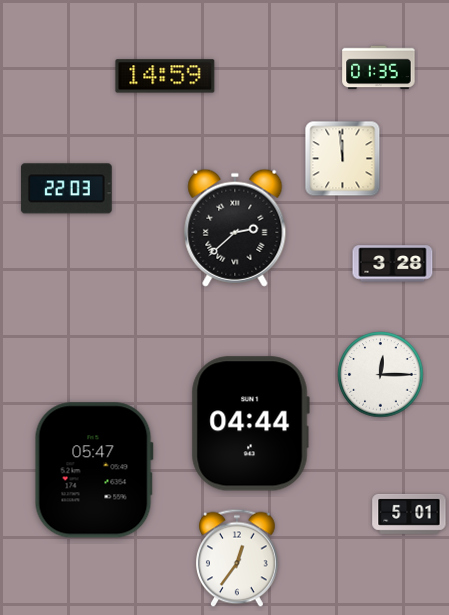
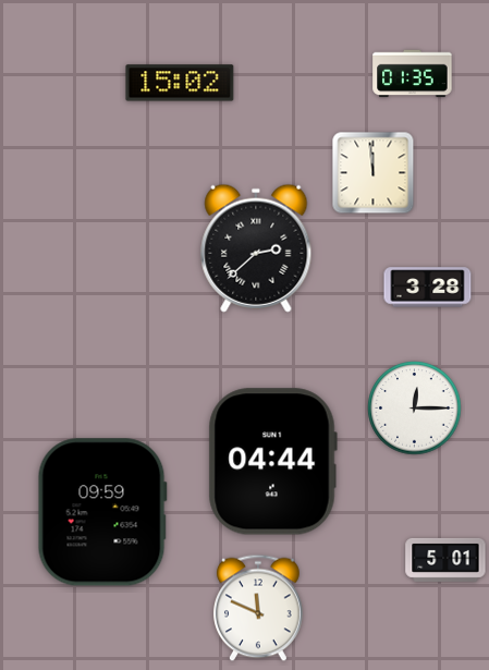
clock at (165, 76): 14:59 -> 15:02
clock at (67, 189): 22:03 -> none
clock at (94, 470): 05:47 -> 09:59
clock at (238, 558): 12:36 -> 11:49
